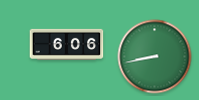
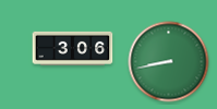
clock at (67, 44): 6:06 -> 3:06
